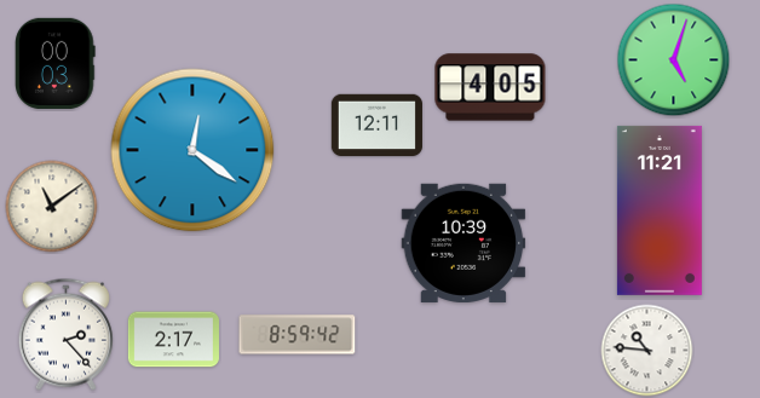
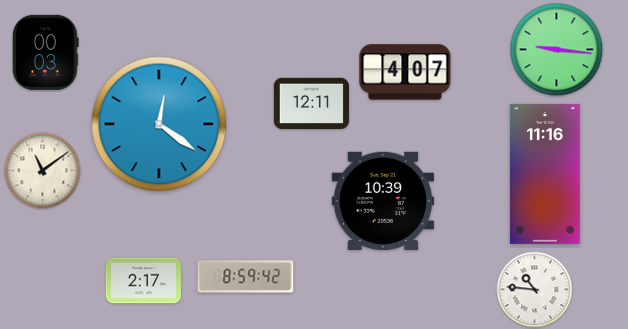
clock at (674, 60): 5:03 -> 9:16
clock at (490, 87): 4:05 -> 4:07
clock at (660, 210): 11:21 -> 11:16
clock at (65, 334): 2:23 -> none
